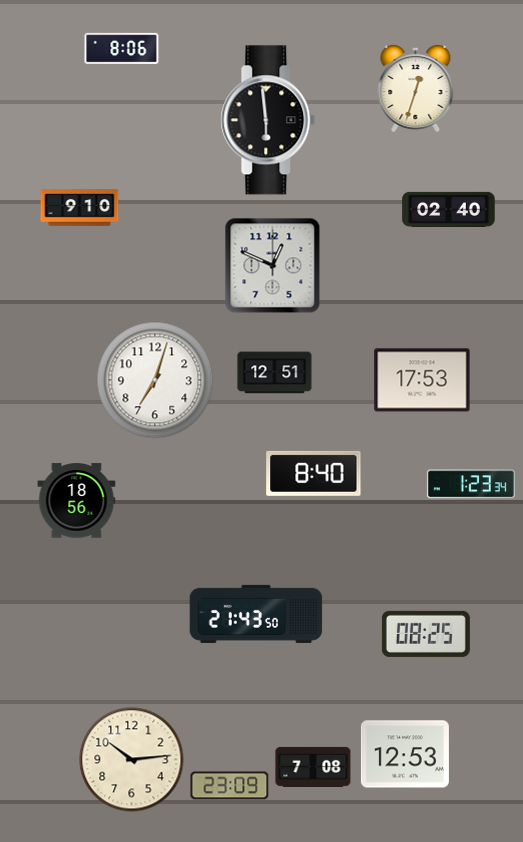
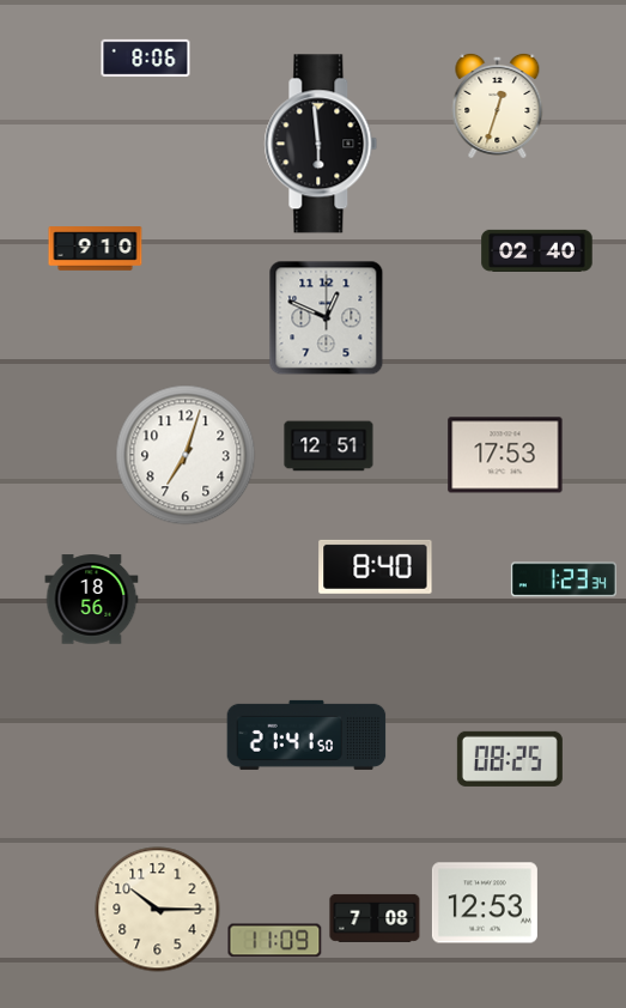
clock at (256, 614): 21:43 -> 21:41
clock at (132, 760): 10:14 -> 10:15
clock at (230, 786): 23:09 -> 11:09
